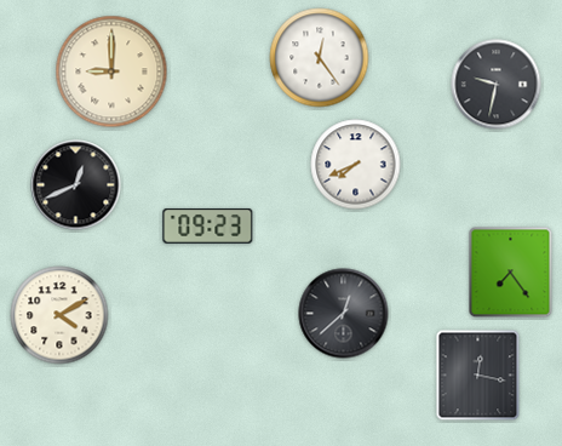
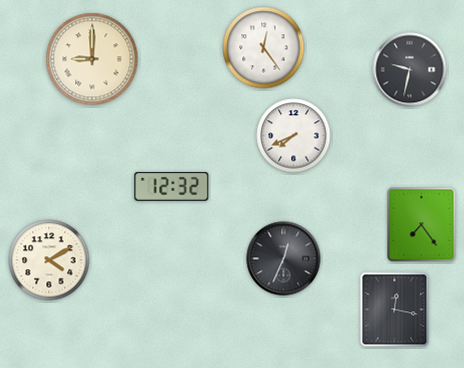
clock at (76, 185): 12:41 -> none
clock at (208, 225): 09:23 -> 12:32
clock at (344, 314): 12:38 -> 12:34
